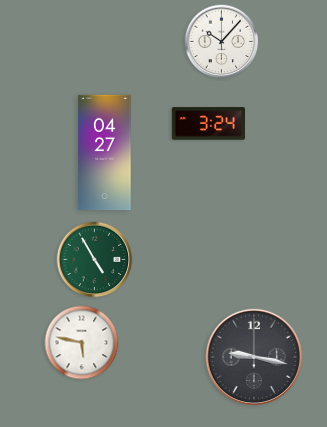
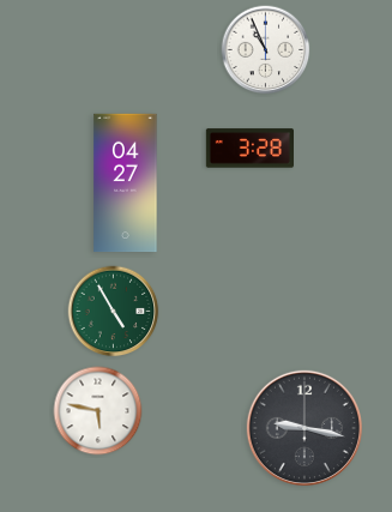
clock at (222, 42): 10:07 -> 10:56
clock at (208, 124): 3:24 -> 3:28
